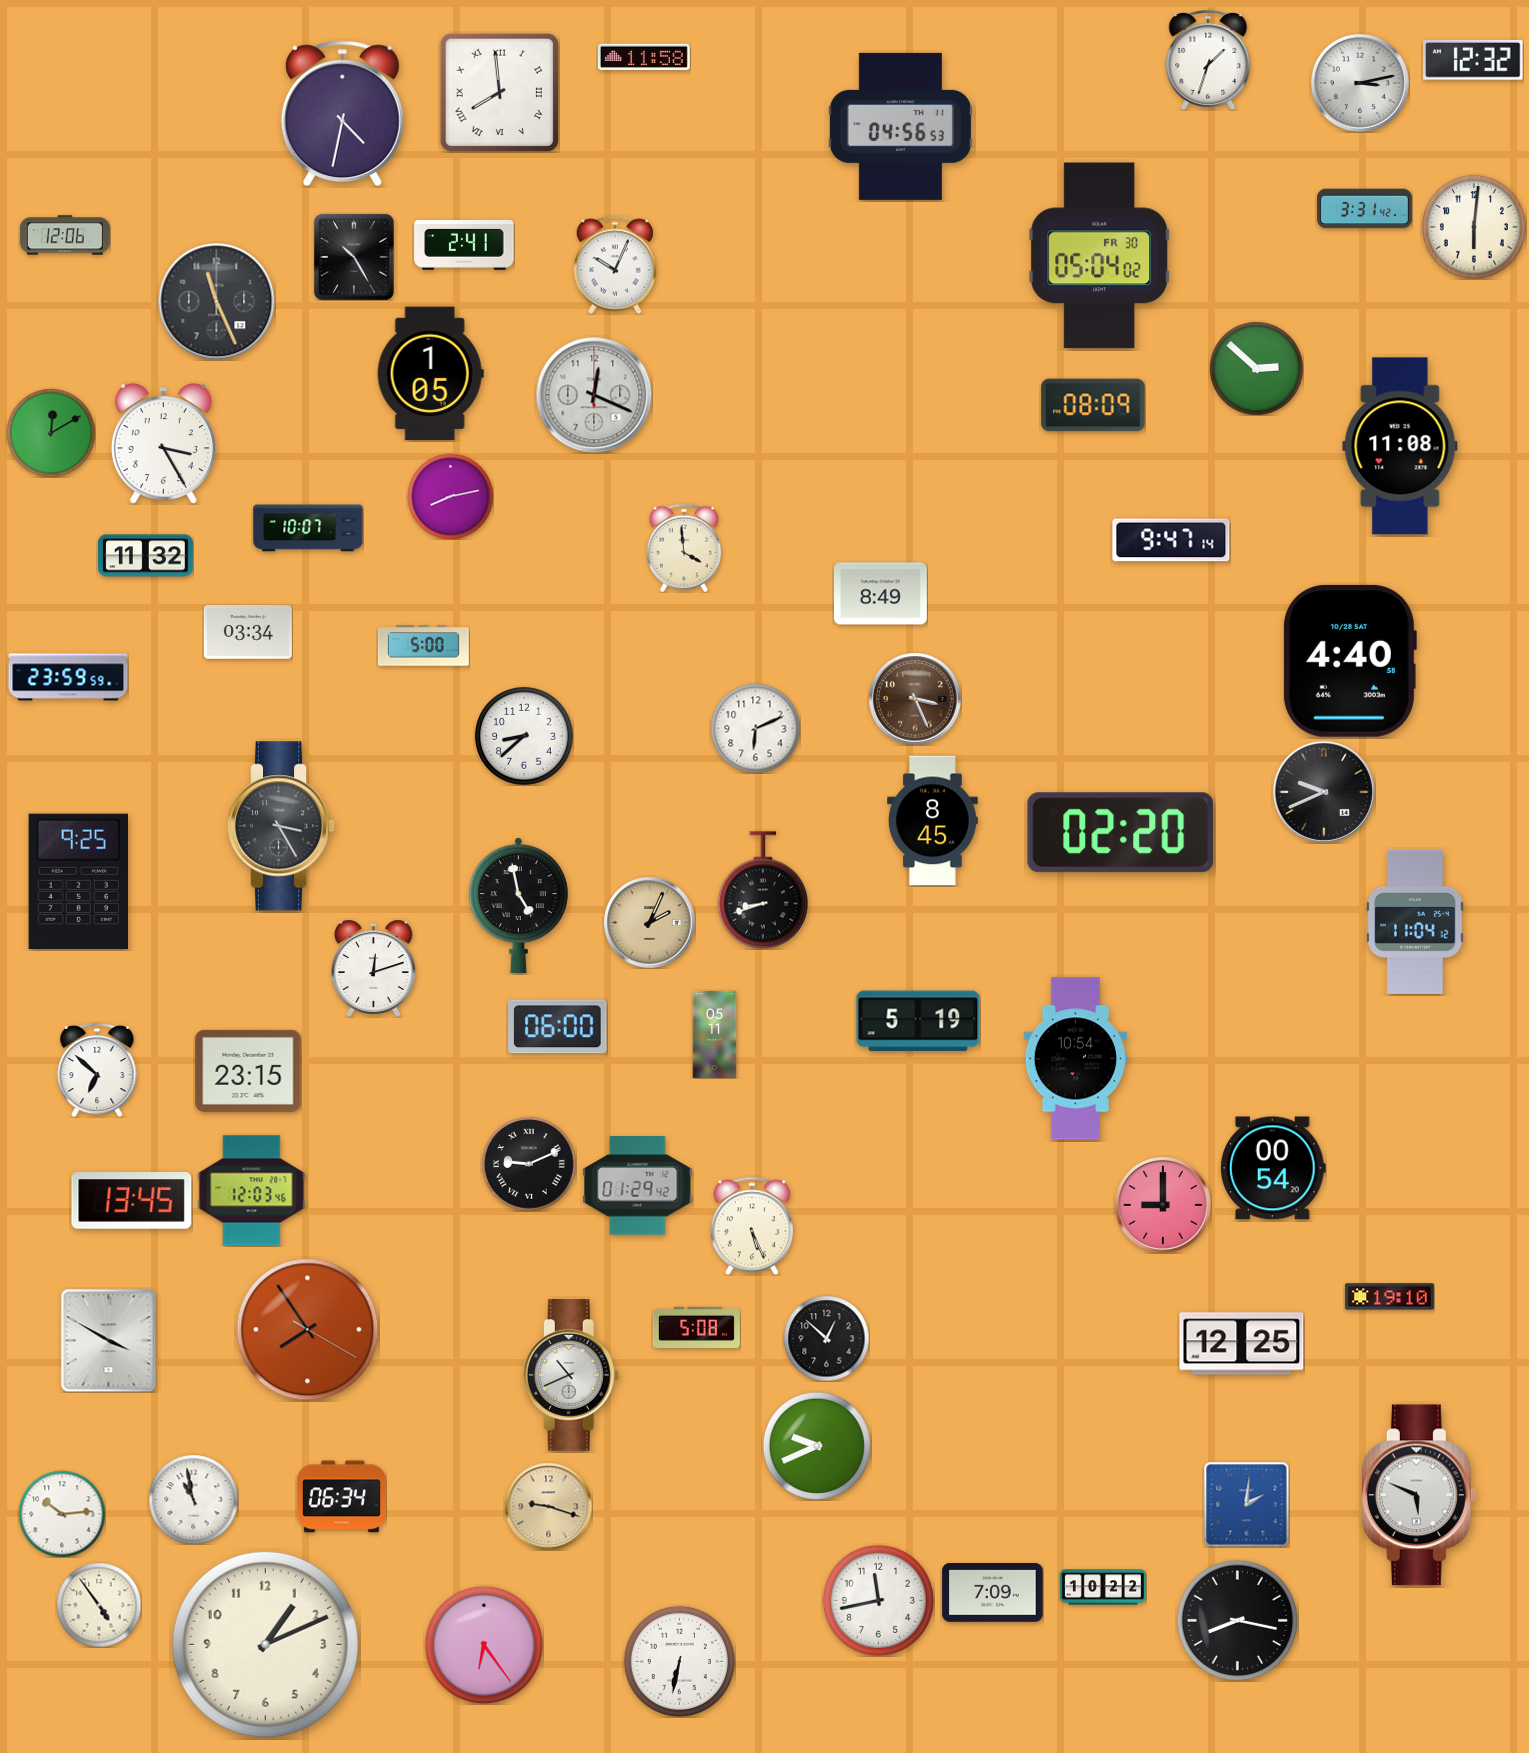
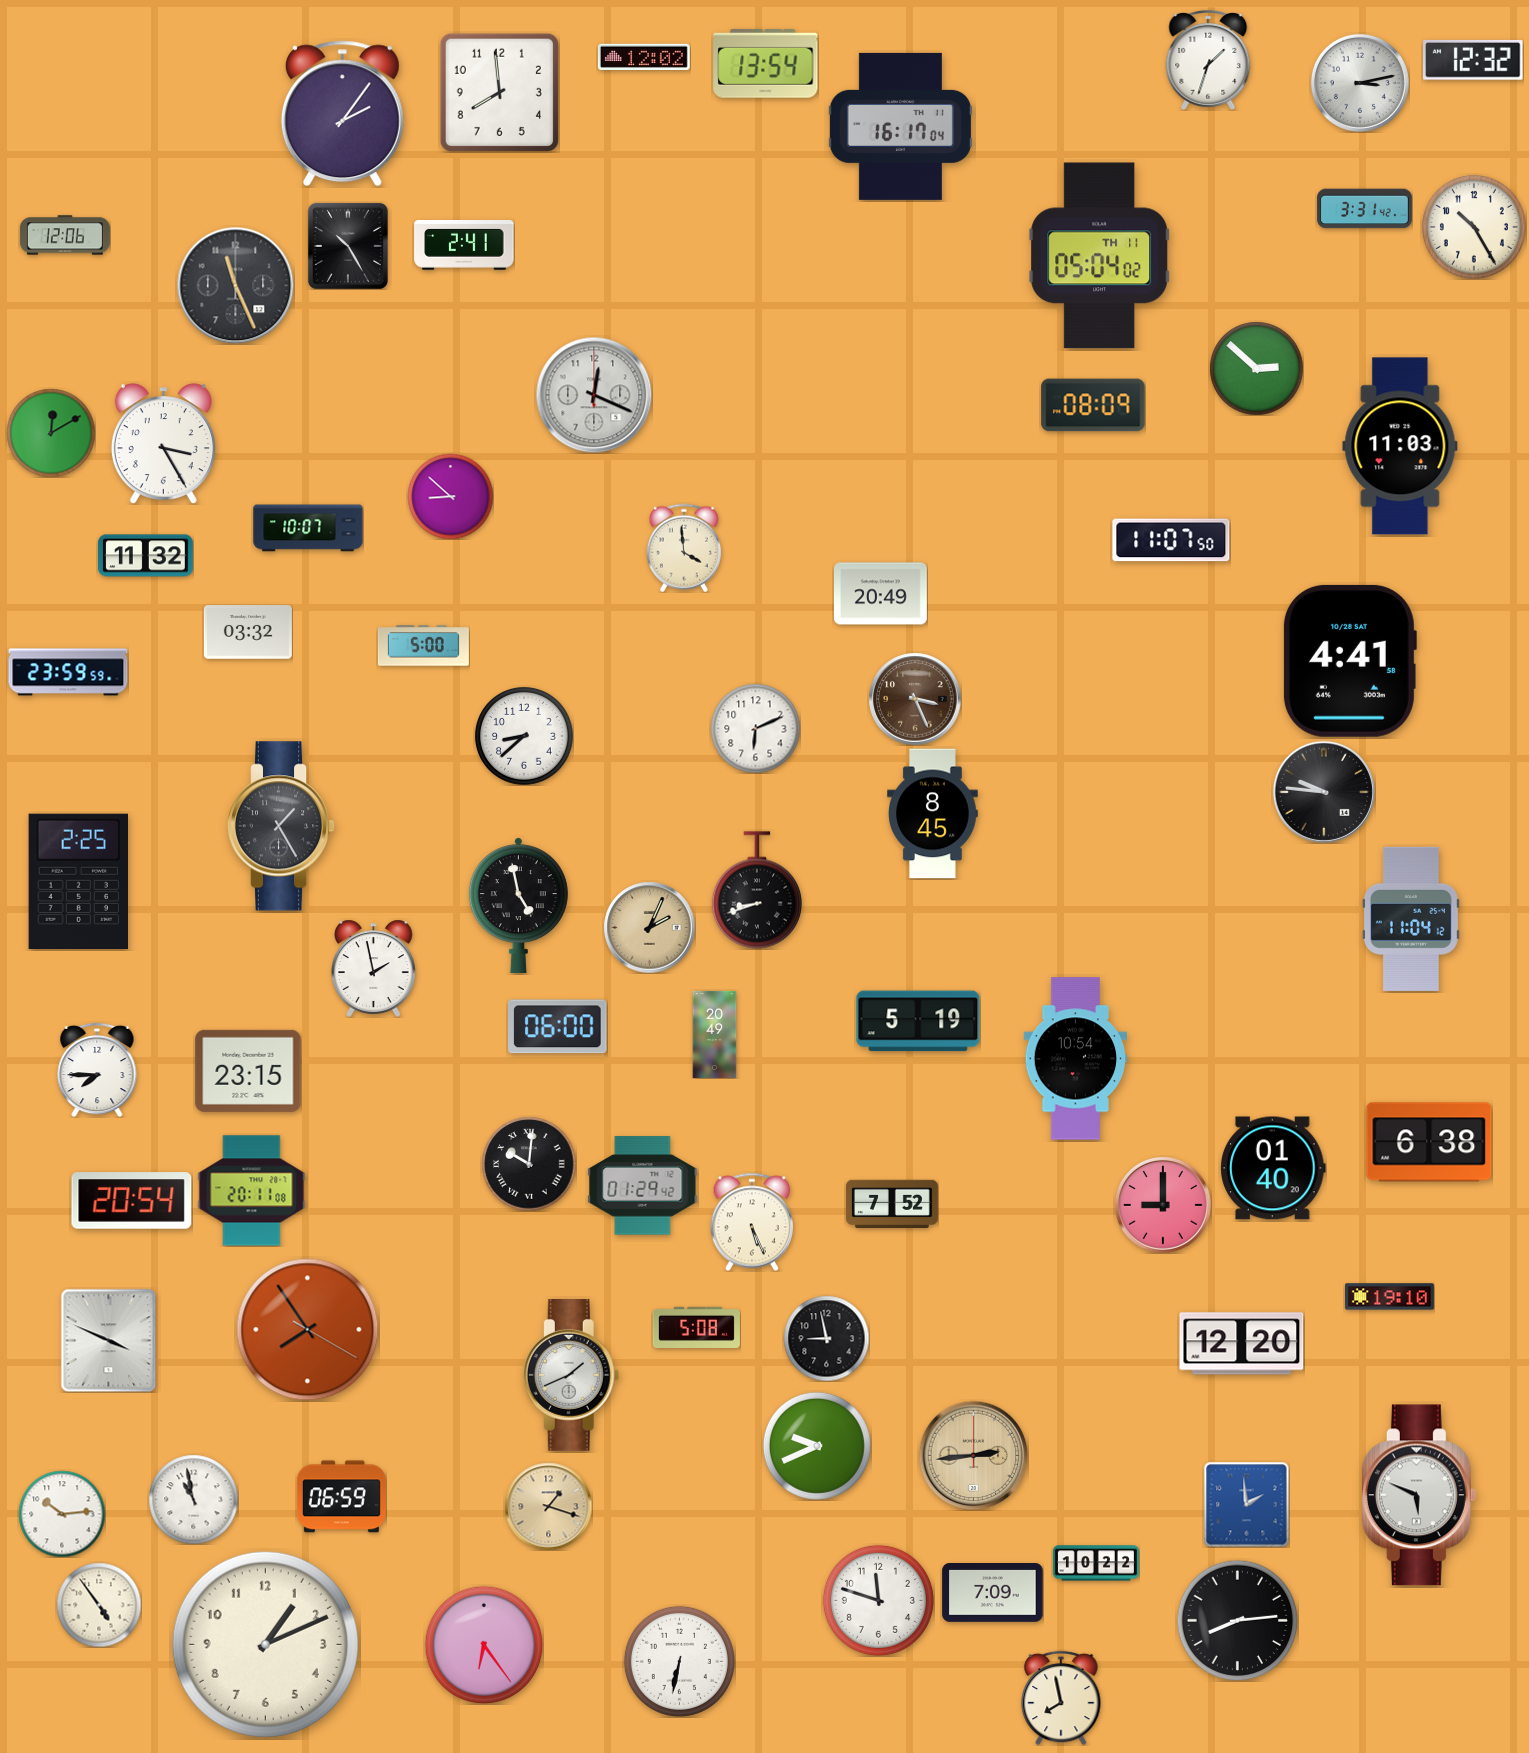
clock at (644, 57): 11:58 -> 12:02
clock at (766, 63): none -> 13:54
clock at (499, 92) numerals: Roman -> Arabic
clock at (342, 114): 4:32 -> 2:06
clock at (900, 126): 04:56 -> 16:17
clock at (1474, 227): 6:01 -> 10:25
clock at (1100, 256) date: FR 30 -> TH 11
clock at (354, 257) position: (354, 257) -> (348, 246)
clock at (614, 265): 10:04 -> none
clock at (216, 301) position: (216, 301) -> (235, 285)
clock at (430, 374): 1:05 -> none
clock at (1400, 446): 11:08 -> 11:03
clock at (450, 496): 8:13 -> 8:52
clock at (1171, 540): 9:47 -> 11:07
clock at (881, 594): 8:49 -> 20:49
clock at (248, 632): 03:34 -> 03:32
clock at (1349, 661): 4:40 -> 4:41
clock at (68, 677) position: (68, 677) -> (68, 672)
clock at (1324, 792): 9:41 -> 9:46
clock at (933, 821) position: (933, 821) -> (933, 814)
clock at (281, 826): 3:25 -> 1:25
clock at (1121, 833): 02:20 -> none
clock at (78, 881): 9:25 -> 2:25
clock at (763, 890) position: (763, 890) -> (757, 890)
clock at (649, 922) position: (649, 922) -> (649, 927)
clock at (1415, 922) position: (1415, 922) -> (1411, 919)
clock at (374, 968): 12:12 -> 1:58
clock at (715, 1034): 05:11 -> 20:49
clock at (97, 1070): 6:52 -> 7:45
clock at (1429, 1142): none -> 6:38
clock at (529, 1164): 9:11 -> 10:01
clock at (1274, 1168): 00:54 -> 01:40
clock at (638, 1186) position: (638, 1186) -> (643, 1186)
clock at (252, 1191): 12:03 -> 20:11
clock at (132, 1201): 13:45 -> 20:54
clock at (892, 1203): none -> 7:52
clock at (751, 1226) position: (751, 1226) -> (751, 1222)
clock at (826, 1338): 12:52 -> 8:58
clock at (109, 1340): 3:50 -> 3:49
clock at (1242, 1344): 12:25 -> 12:20
clock at (571, 1375): 10:41 -> 1:41
clock at (973, 1455): none -> 2:44
clock at (341, 1497): 06:34 -> 06:59
clock at (1246, 1504): 2:01 -> 1:59
clock at (548, 1506): 9:18 -> 1:18
clock at (1103, 1587) position: (1103, 1587) -> (1096, 1563)
clock at (878, 1600): 11:43 -> 11:48
clock at (1237, 1620): 8:17 -> 8:14
clock at (1061, 1698): none -> 7:58
